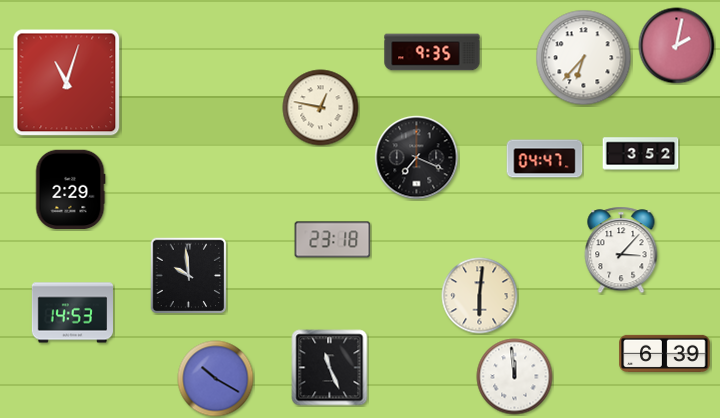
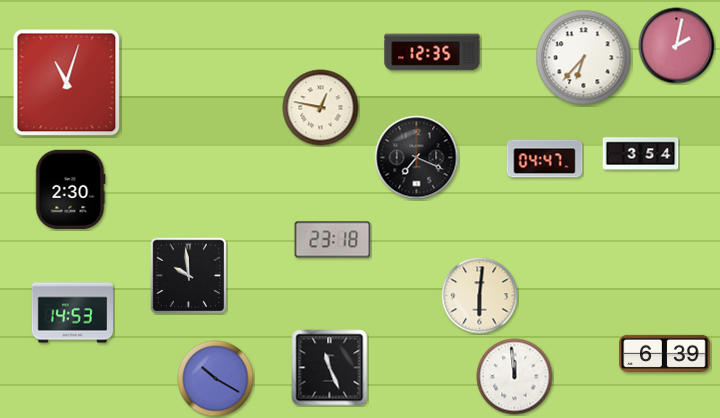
clock at (432, 52): 9:35 -> 12:35
clock at (641, 154): 3:52 -> 3:54
clock at (70, 190): 2:29 -> 2:30
clock at (621, 250): 3:07 -> none
